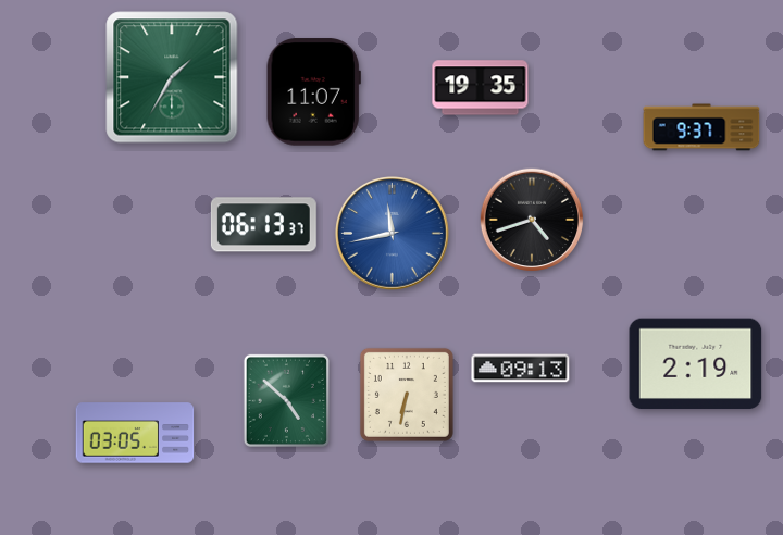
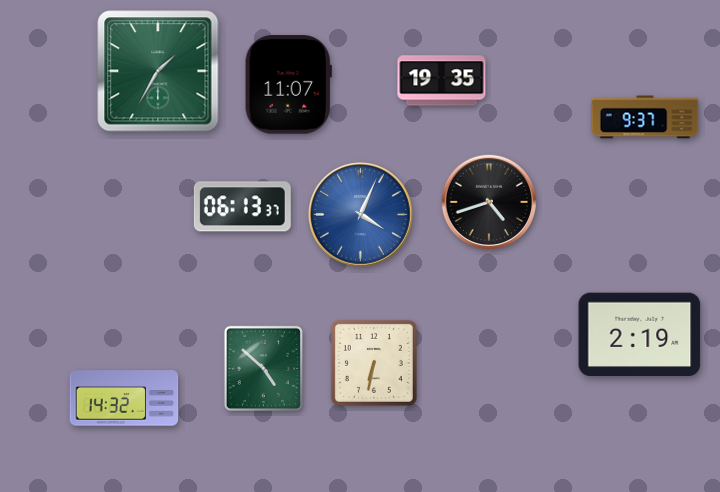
clock at (393, 234): 11:43 -> 4:04
clock at (521, 369): 09:13 -> none
clock at (135, 433): 03:05 -> 14:32
